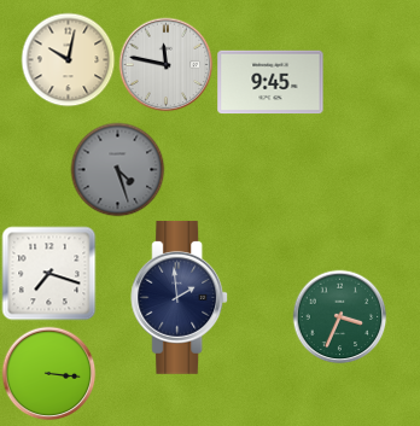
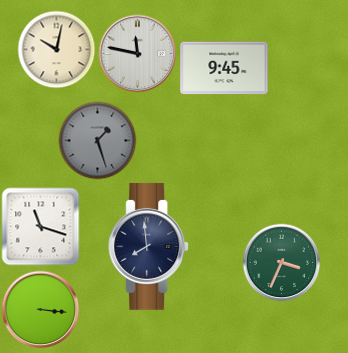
clock at (117, 169): 4:27 -> 1:27
clock at (48, 273): 7:18 -> 11:18
clock at (180, 297): 1:59 -> 7:59
